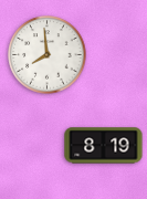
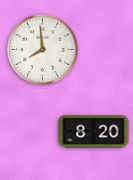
clock at (104, 146): 8:19 -> 8:20
